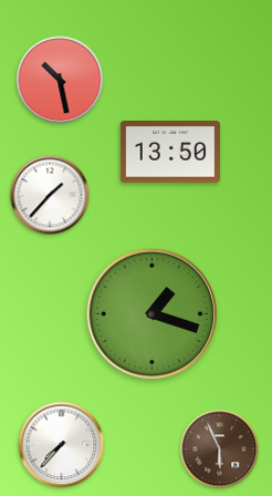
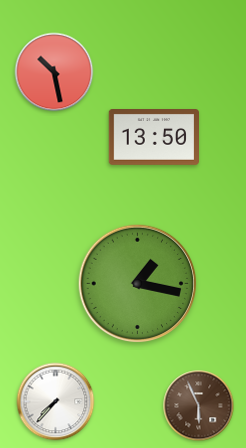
clock at (50, 195): 1:37 -> none
clock at (153, 314): 1:18 -> 1:17
